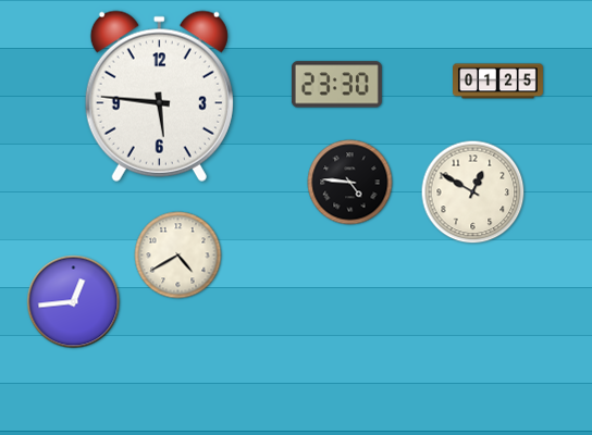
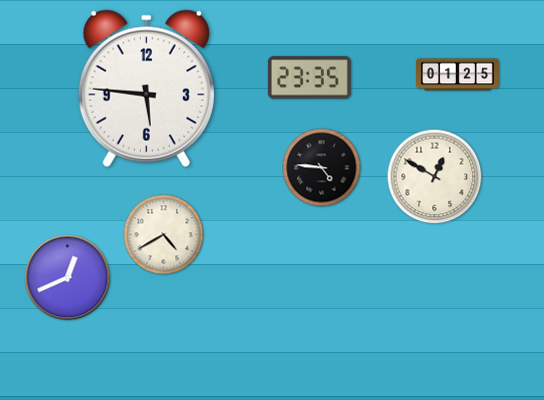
clock at (336, 85): 23:30 -> 23:35
clock at (74, 302): 12:44 -> 12:41
